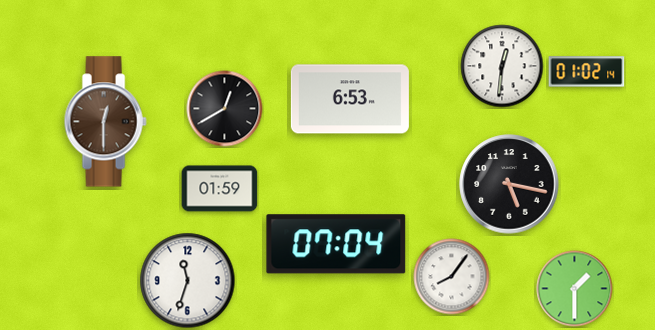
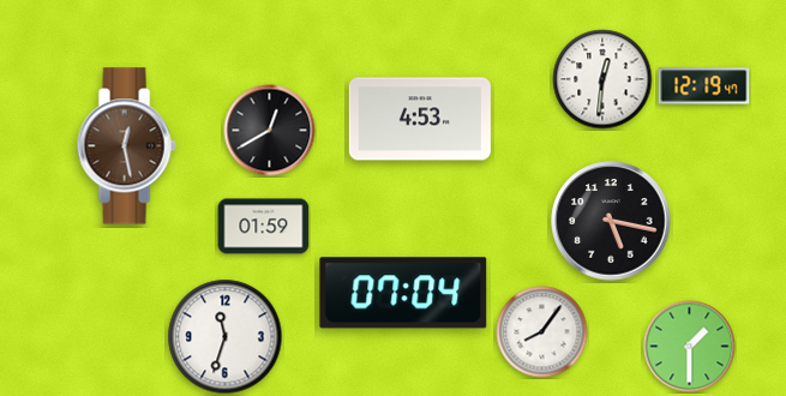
clock at (587, 72): 01:02 -> 12:19
clock at (350, 99): 6:53 -> 4:53
clock at (105, 122): 12:30 -> 12:28
